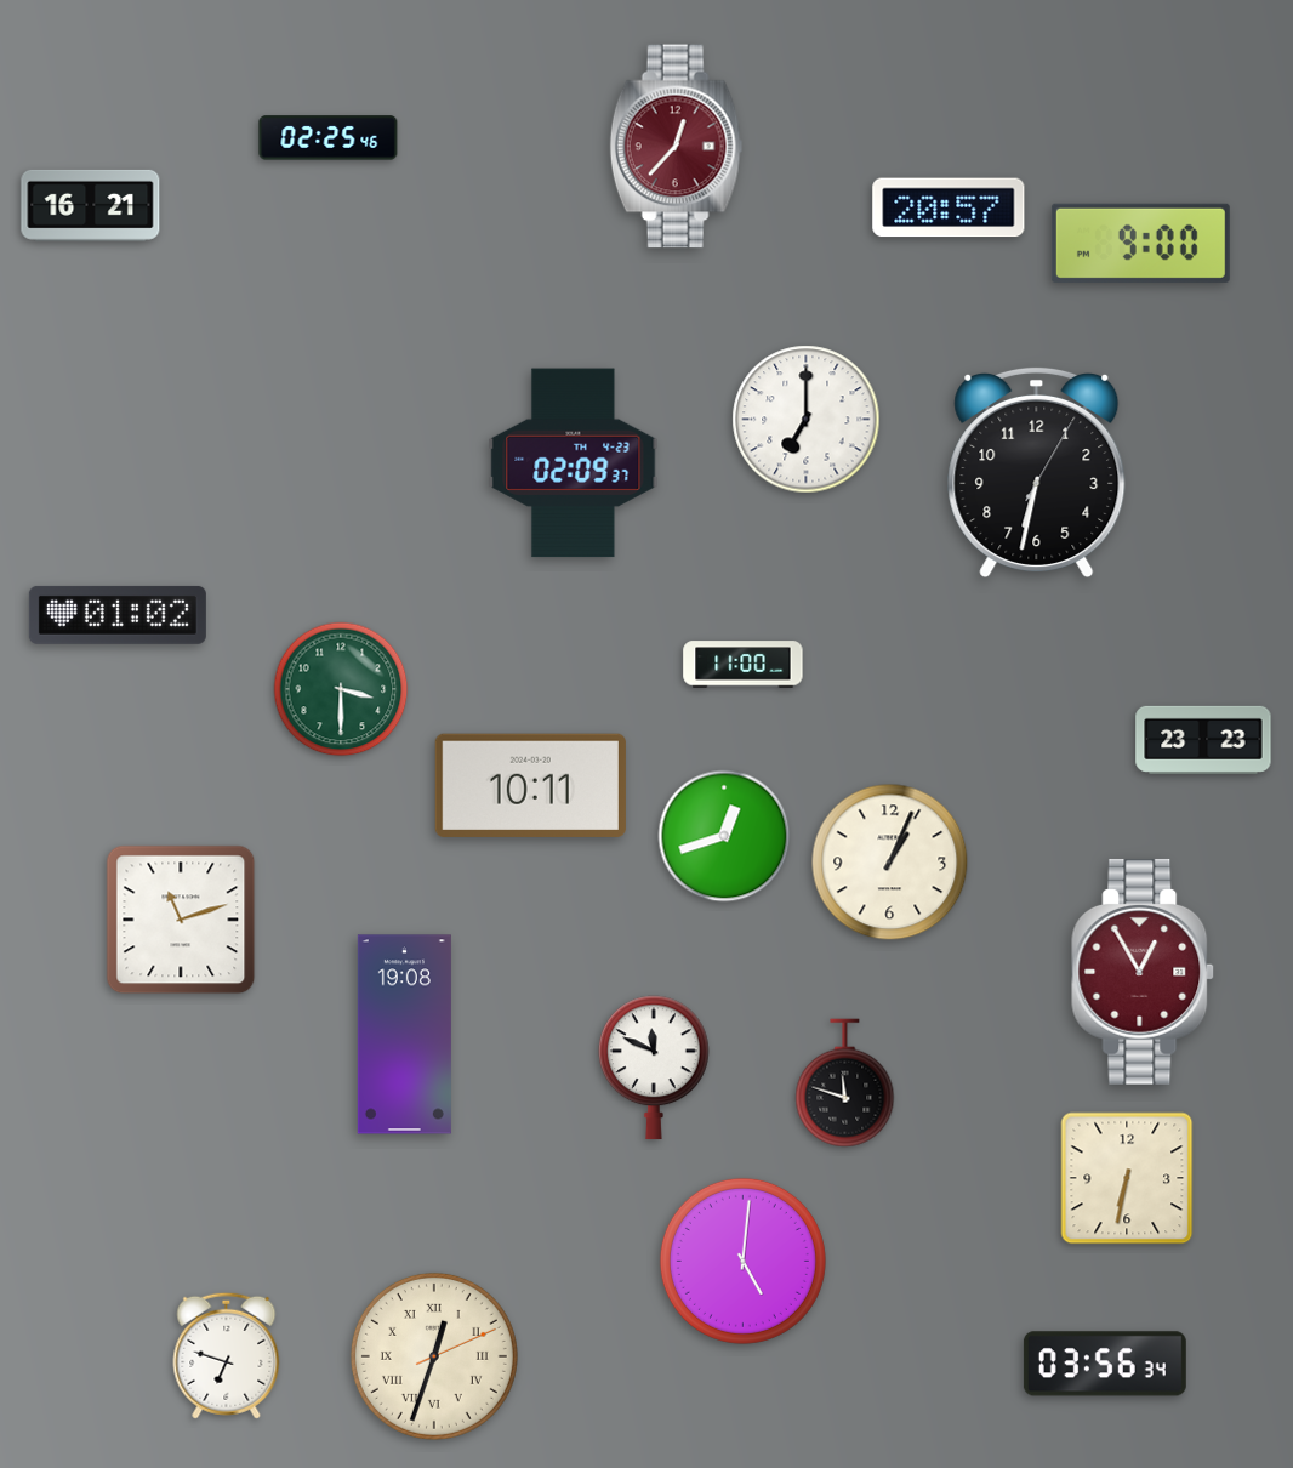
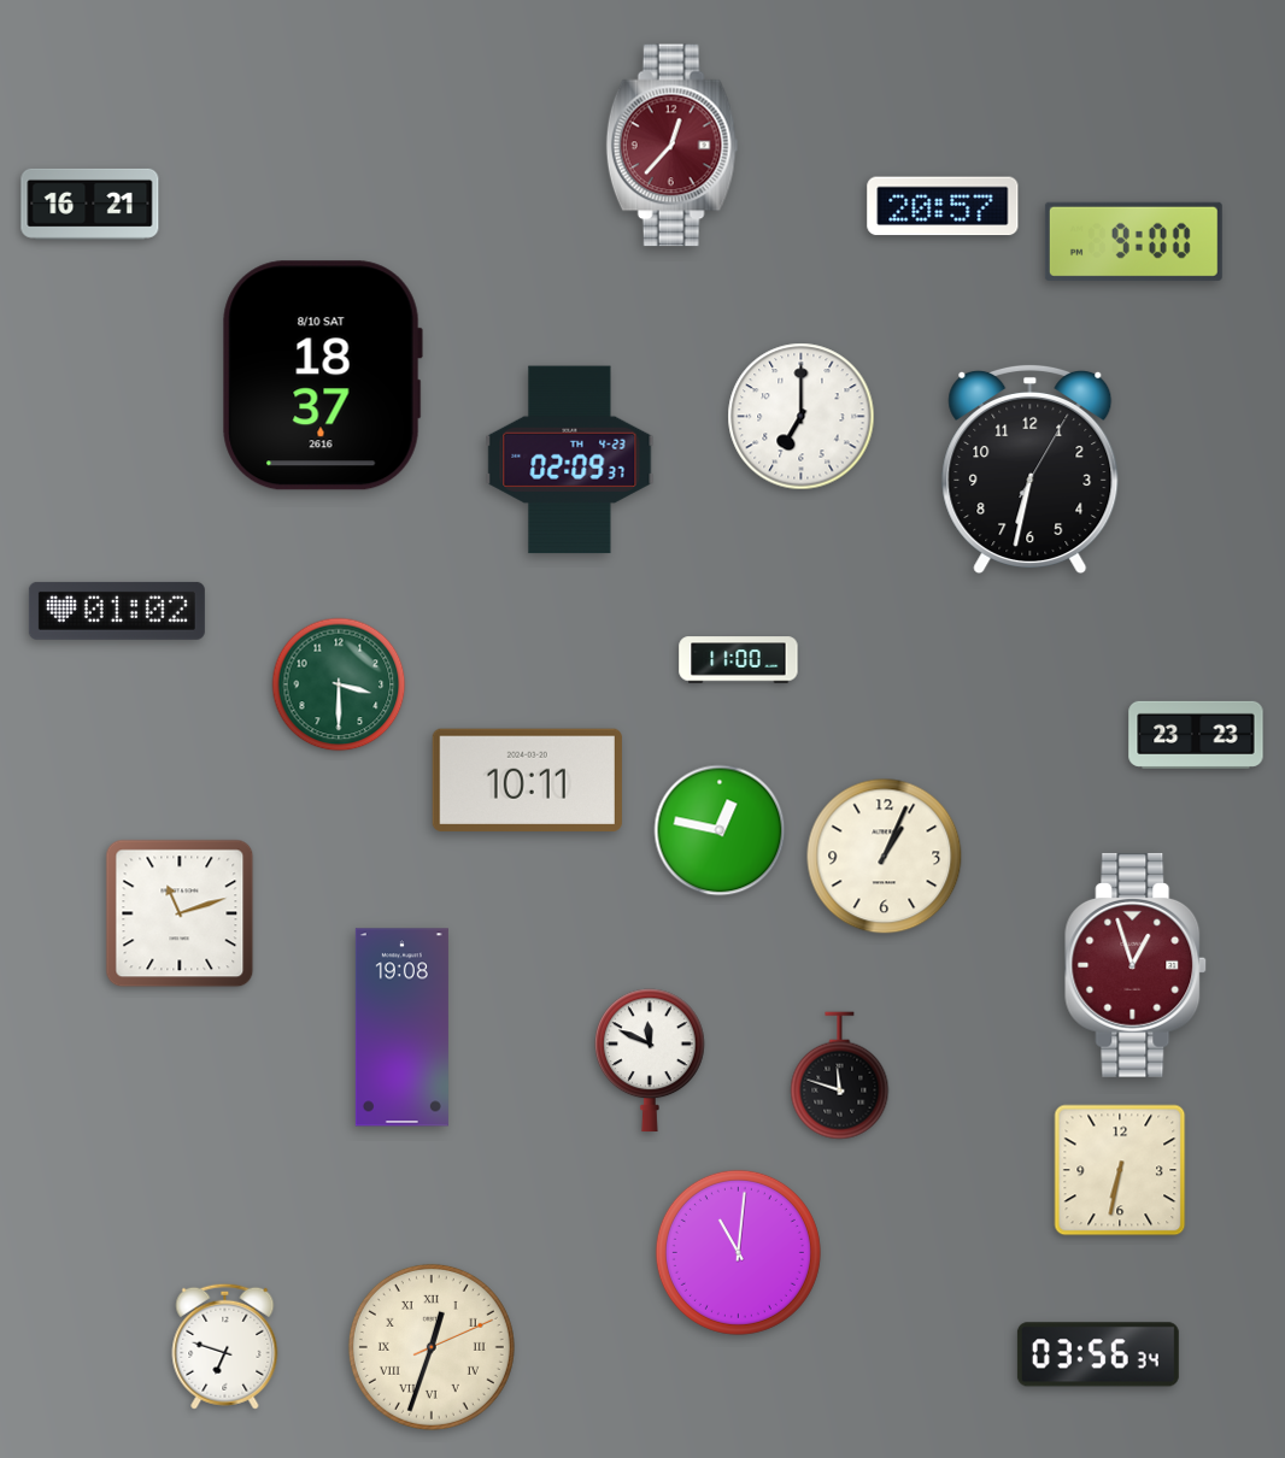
clock at (329, 138): 02:25 -> none
clock at (322, 376): none -> 18:37
clock at (724, 836): 12:42 -> 12:47
clock at (1144, 972): 12:55 -> 12:57
clock at (742, 1261): 5:01 -> 11:01
